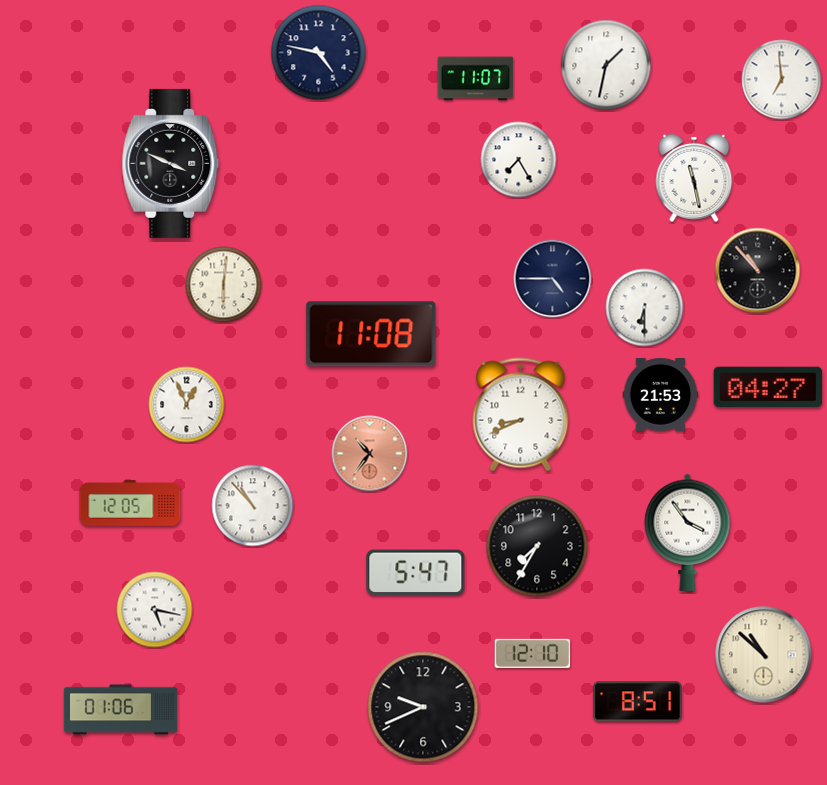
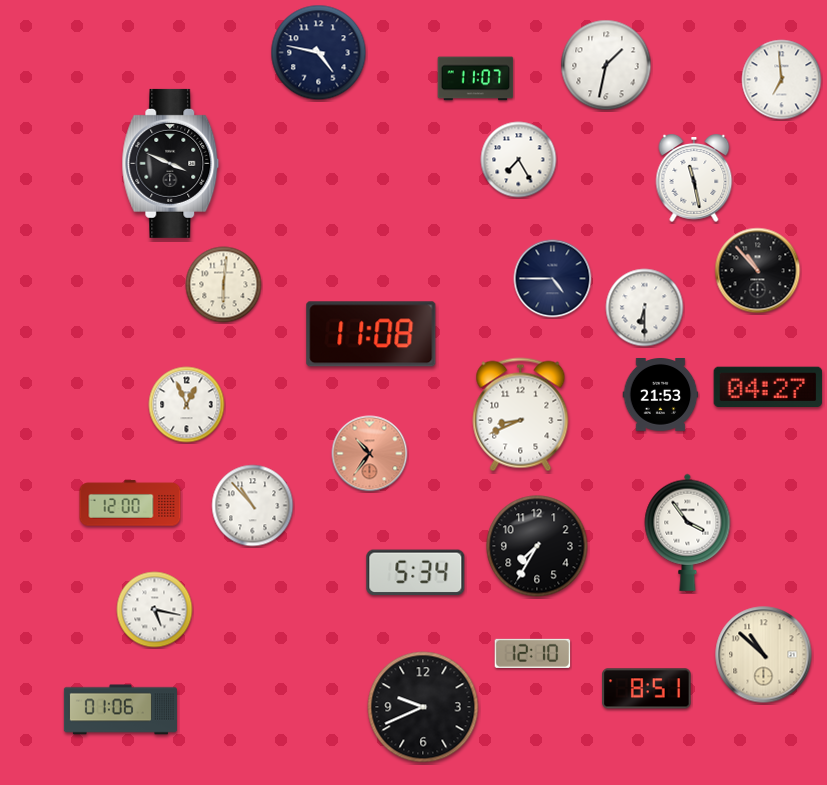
clock at (130, 503): 12:05 -> 12:00
clock at (416, 573): 5:47 -> 5:34
clock at (638, 702) position: (638, 702) -> (647, 689)
